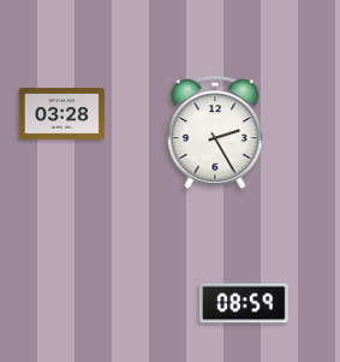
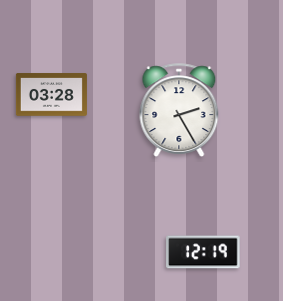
clock at (244, 303): 08:59 -> 12:19
